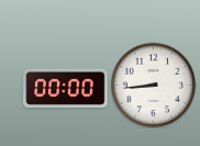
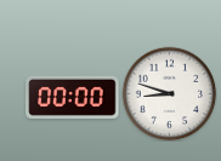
clock at (153, 85): 8:44 -> 8:48
